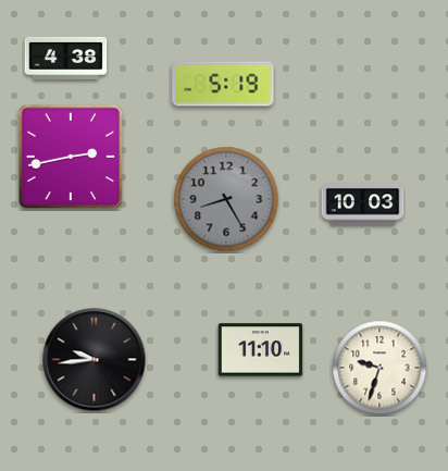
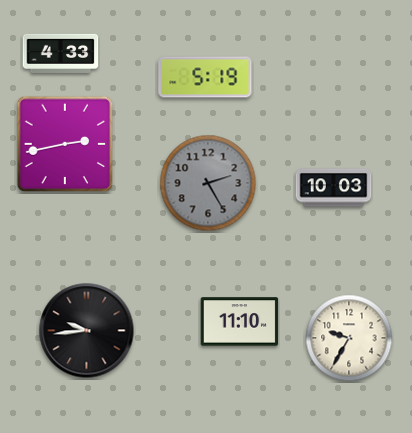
clock at (66, 58): 4:38 -> 4:33
clock at (226, 199): 8:25 -> 2:25
clock at (379, 368): 9:33 -> 9:35
